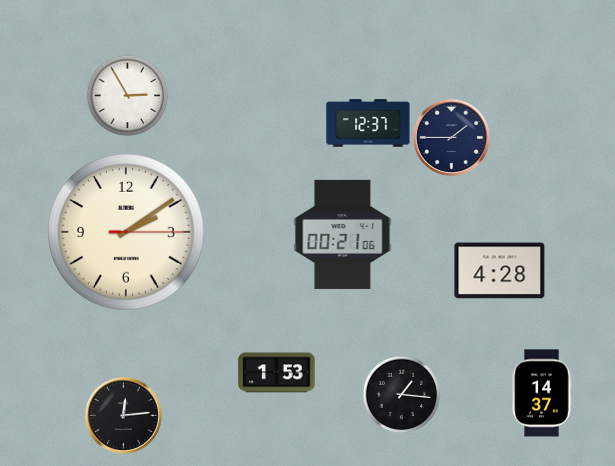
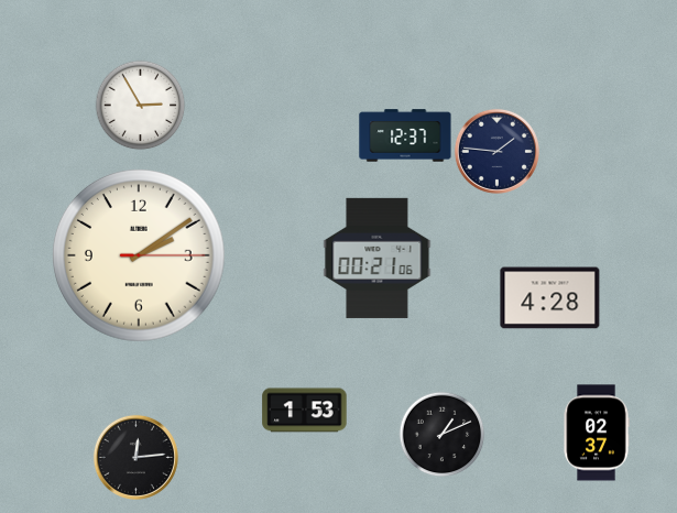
clock at (451, 137): 1:45 -> 1:46
clock at (542, 393): 14:37 -> 02:37
clock at (401, 394): 1:16 -> 1:11
